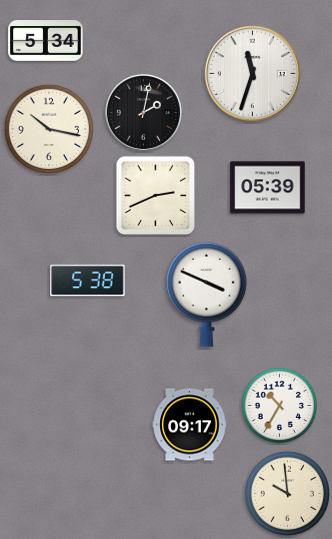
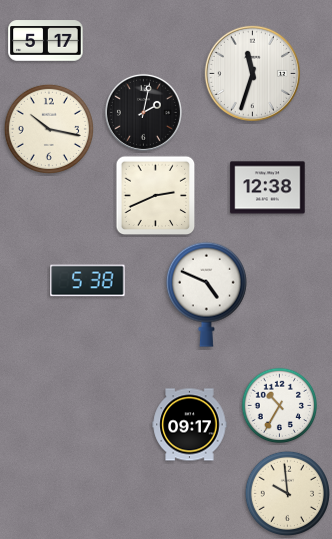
clock at (46, 41): 5:34 -> 5:17
clock at (268, 188): 05:39 -> 12:38
clock at (206, 294): 3:49 -> 4:49
